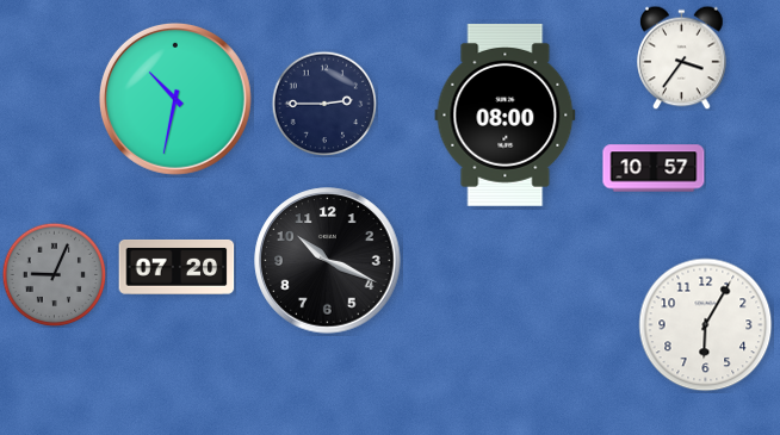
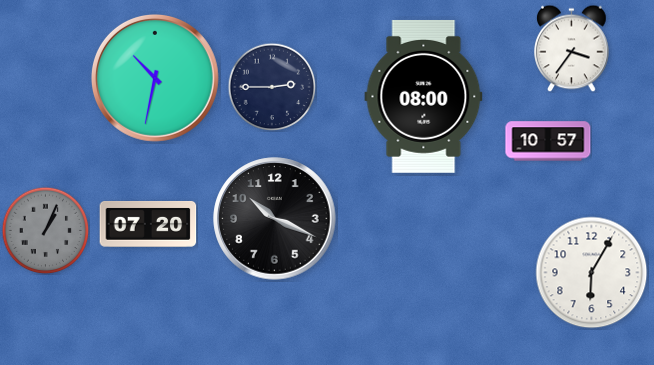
clock at (175, 99) position: (175, 99) -> (155, 78)
clock at (54, 274): 9:04 -> 1:04
